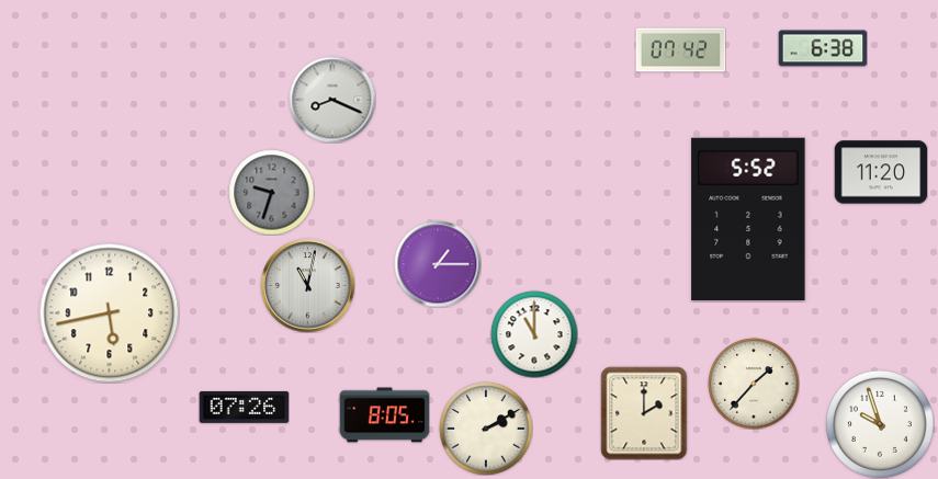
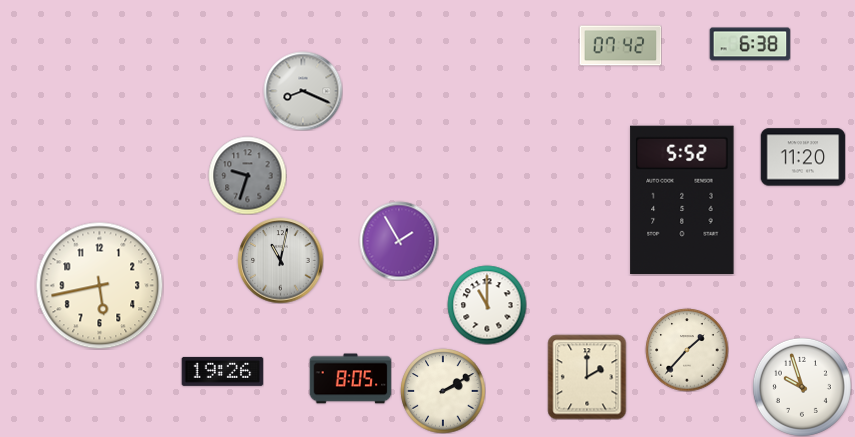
clock at (438, 264): 1:15 -> 1:55
clock at (244, 407): 07:26 -> 19:26
